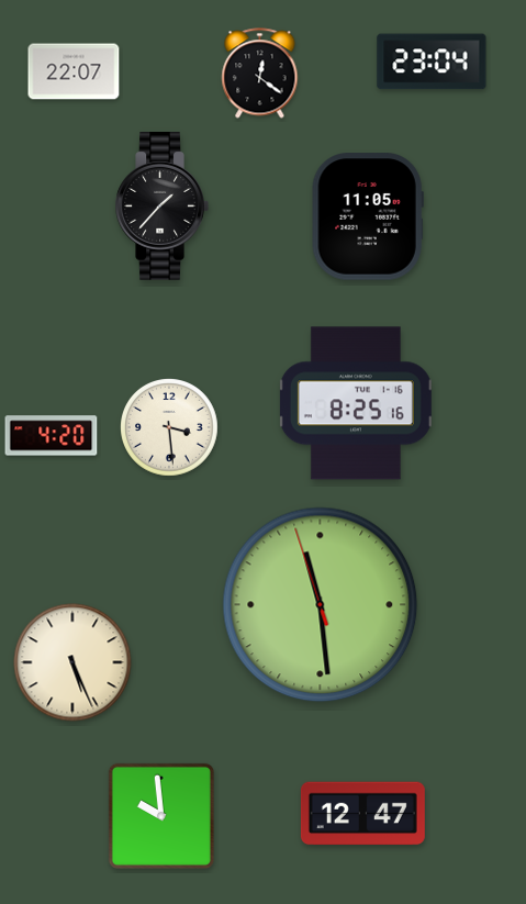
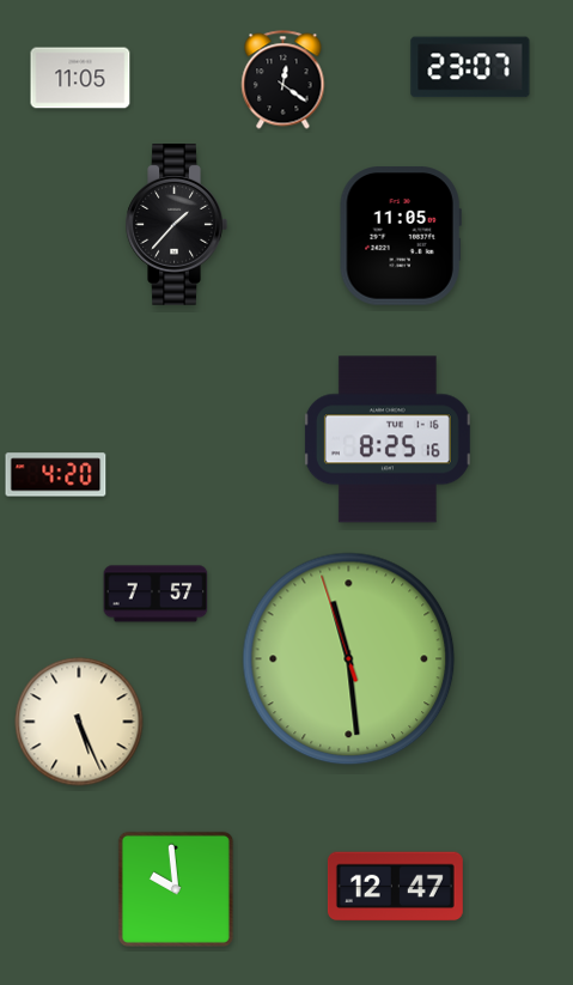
clock at (432, 62): 23:04 -> 23:07
clock at (74, 71): 22:07 -> 11:05
clock at (170, 428): 3:29 -> none
clock at (156, 594): none -> 7:57
